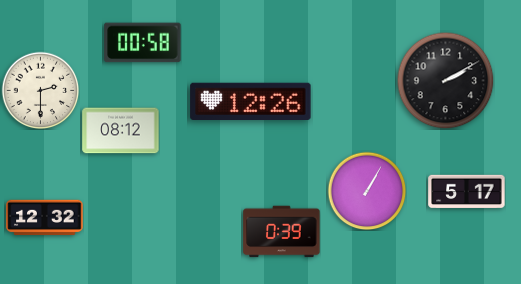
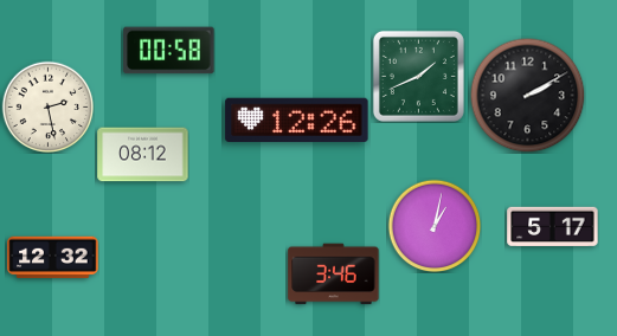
clock at (418, 76): none -> 1:41
clock at (40, 90): 2:30 -> 2:28
clock at (367, 191): 1:05 -> 1:02
clock at (282, 232): 0:39 -> 3:46
